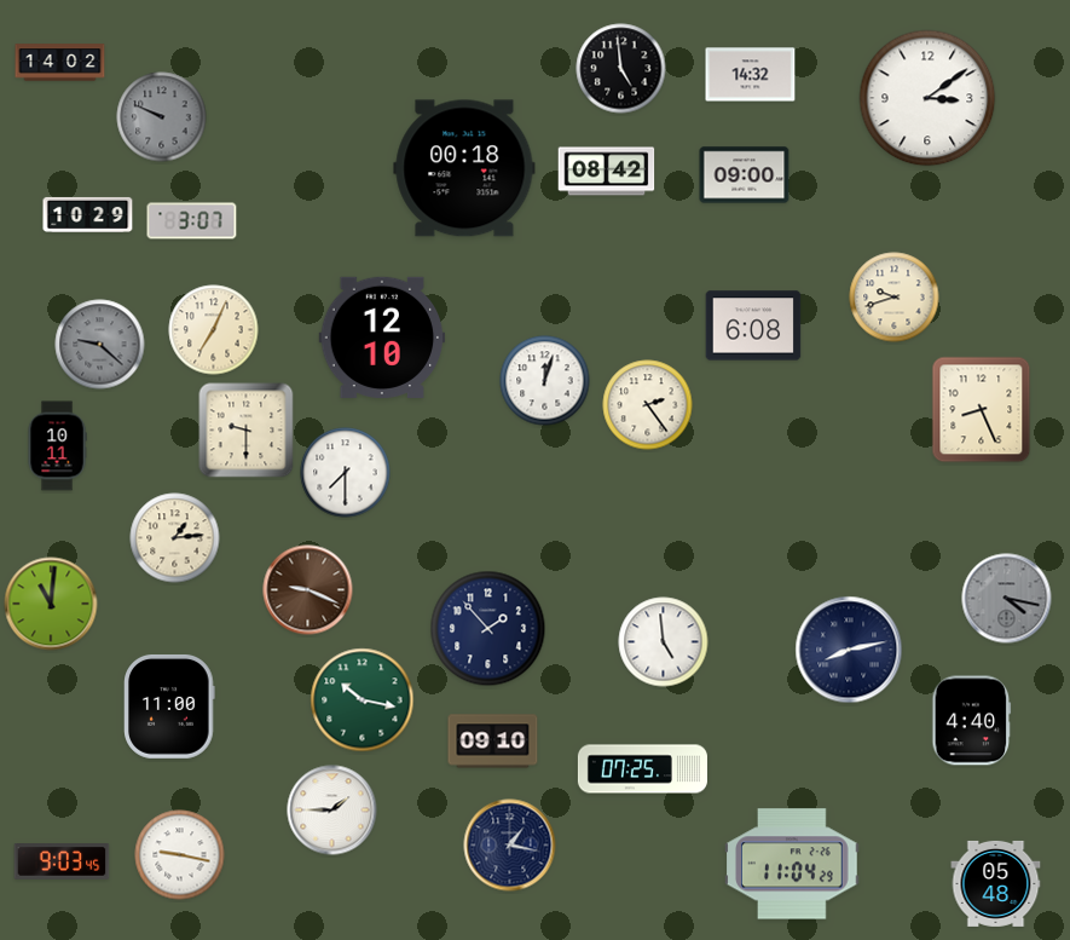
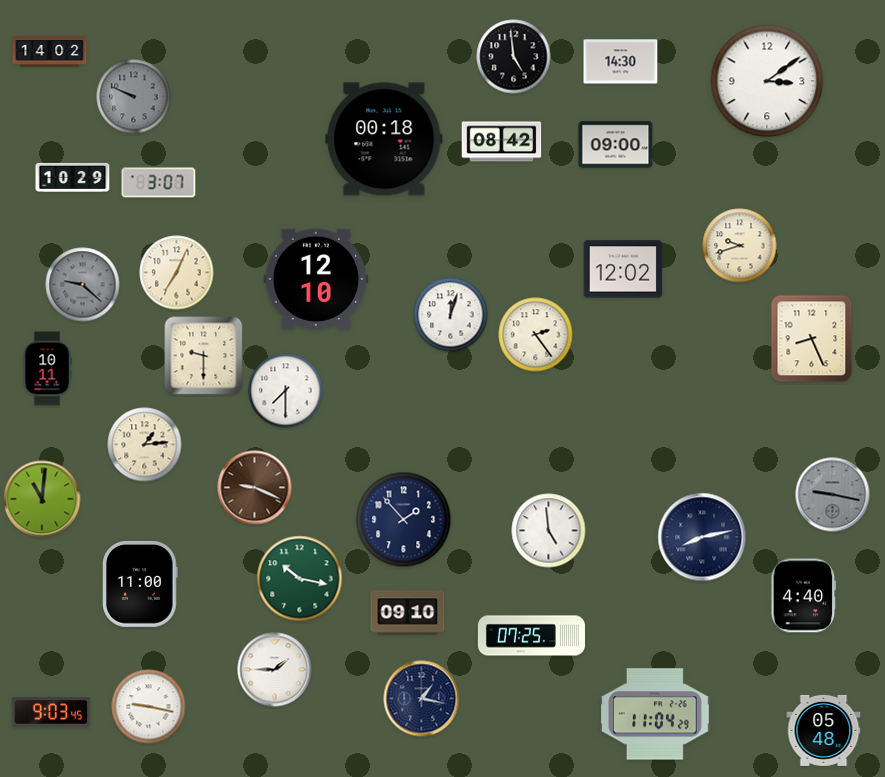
clock at (751, 75): 14:32 -> 14:30
clock at (753, 325): 6:08 -> 12:02
clock at (1007, 599): 4:17 -> 9:17
